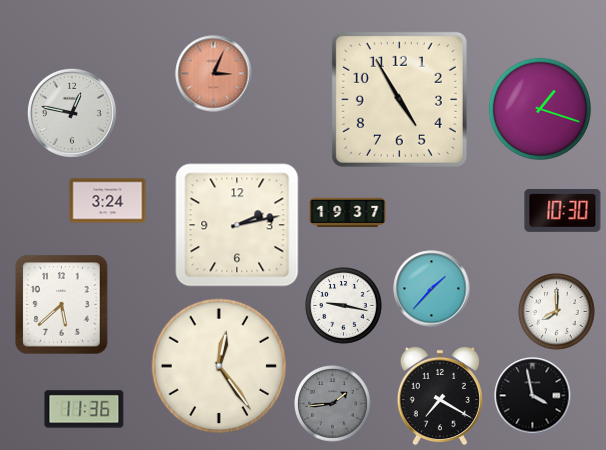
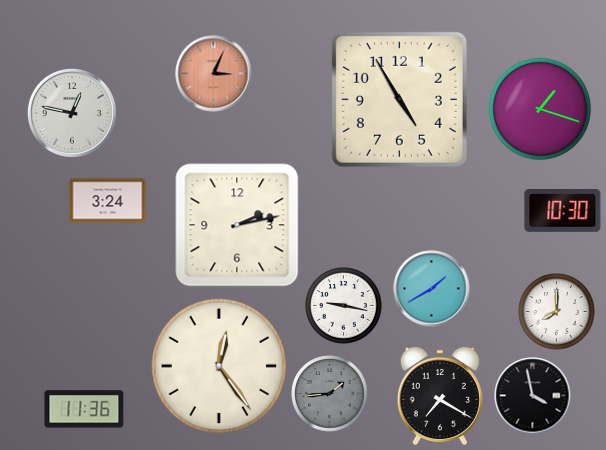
clock at (348, 213): 19:37 -> none
clock at (432, 289): 1:37 -> 1:40
clock at (62, 305): 5:38 -> none
clock at (333, 404) position: (333, 404) -> (330, 394)
